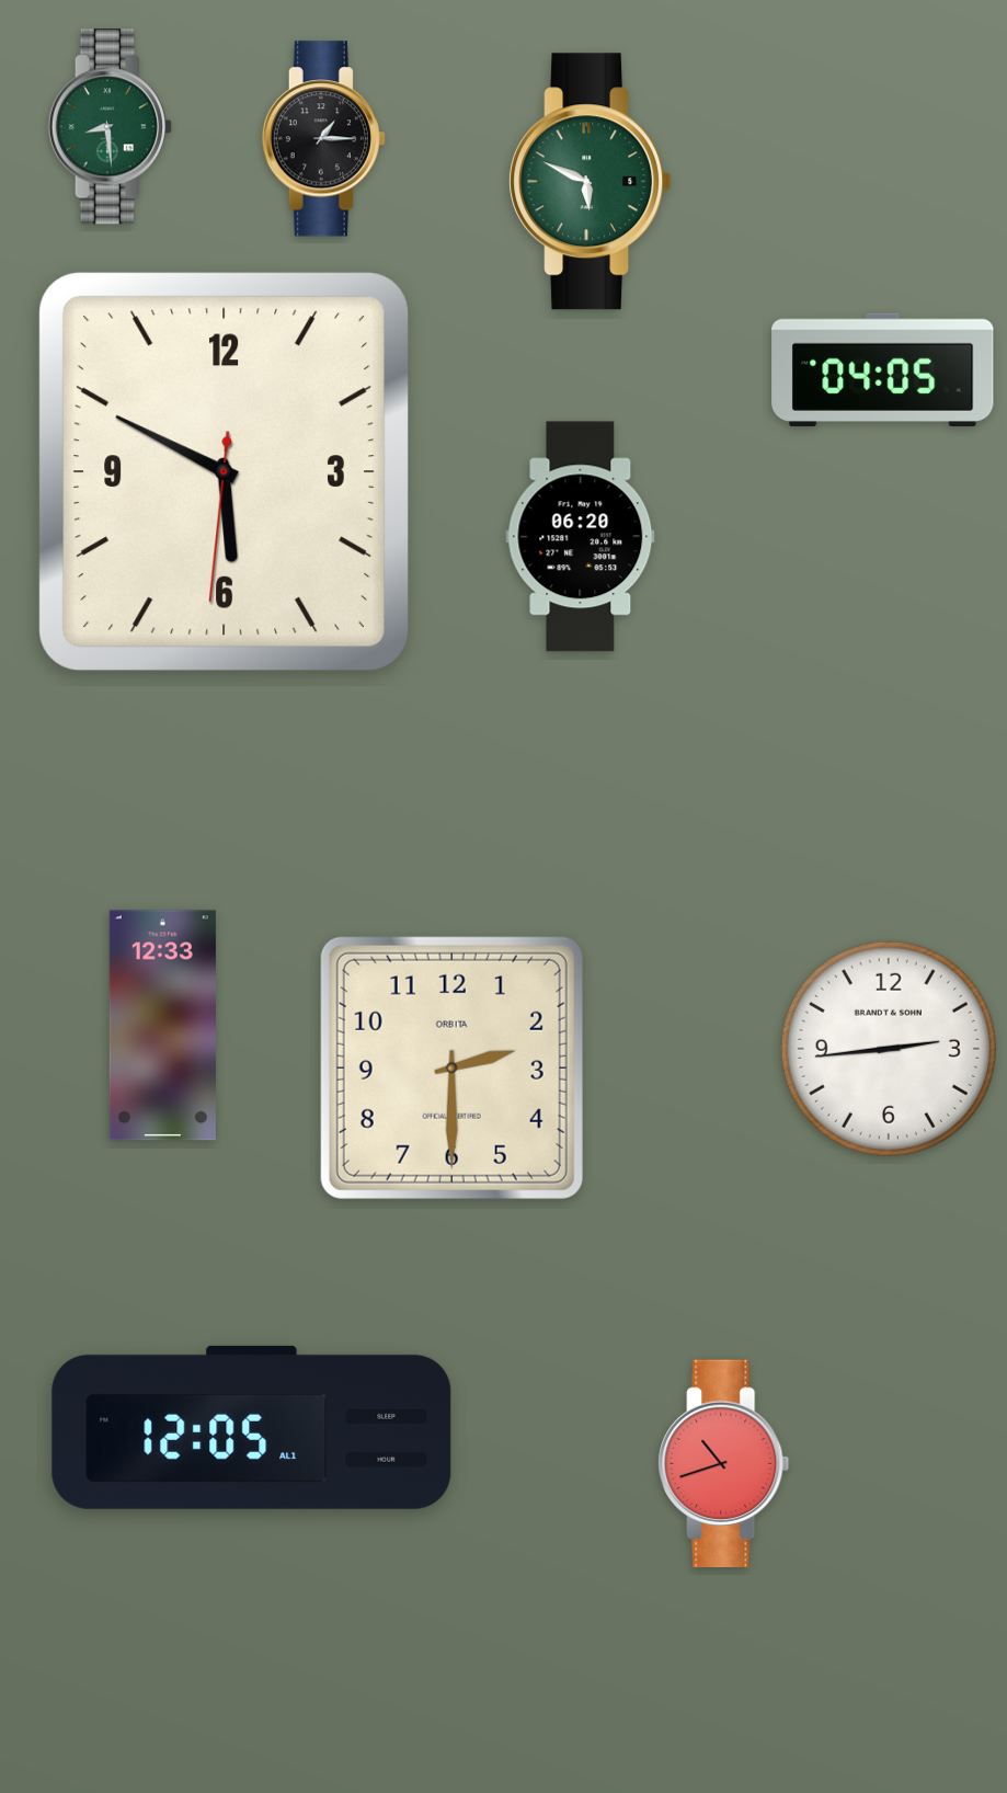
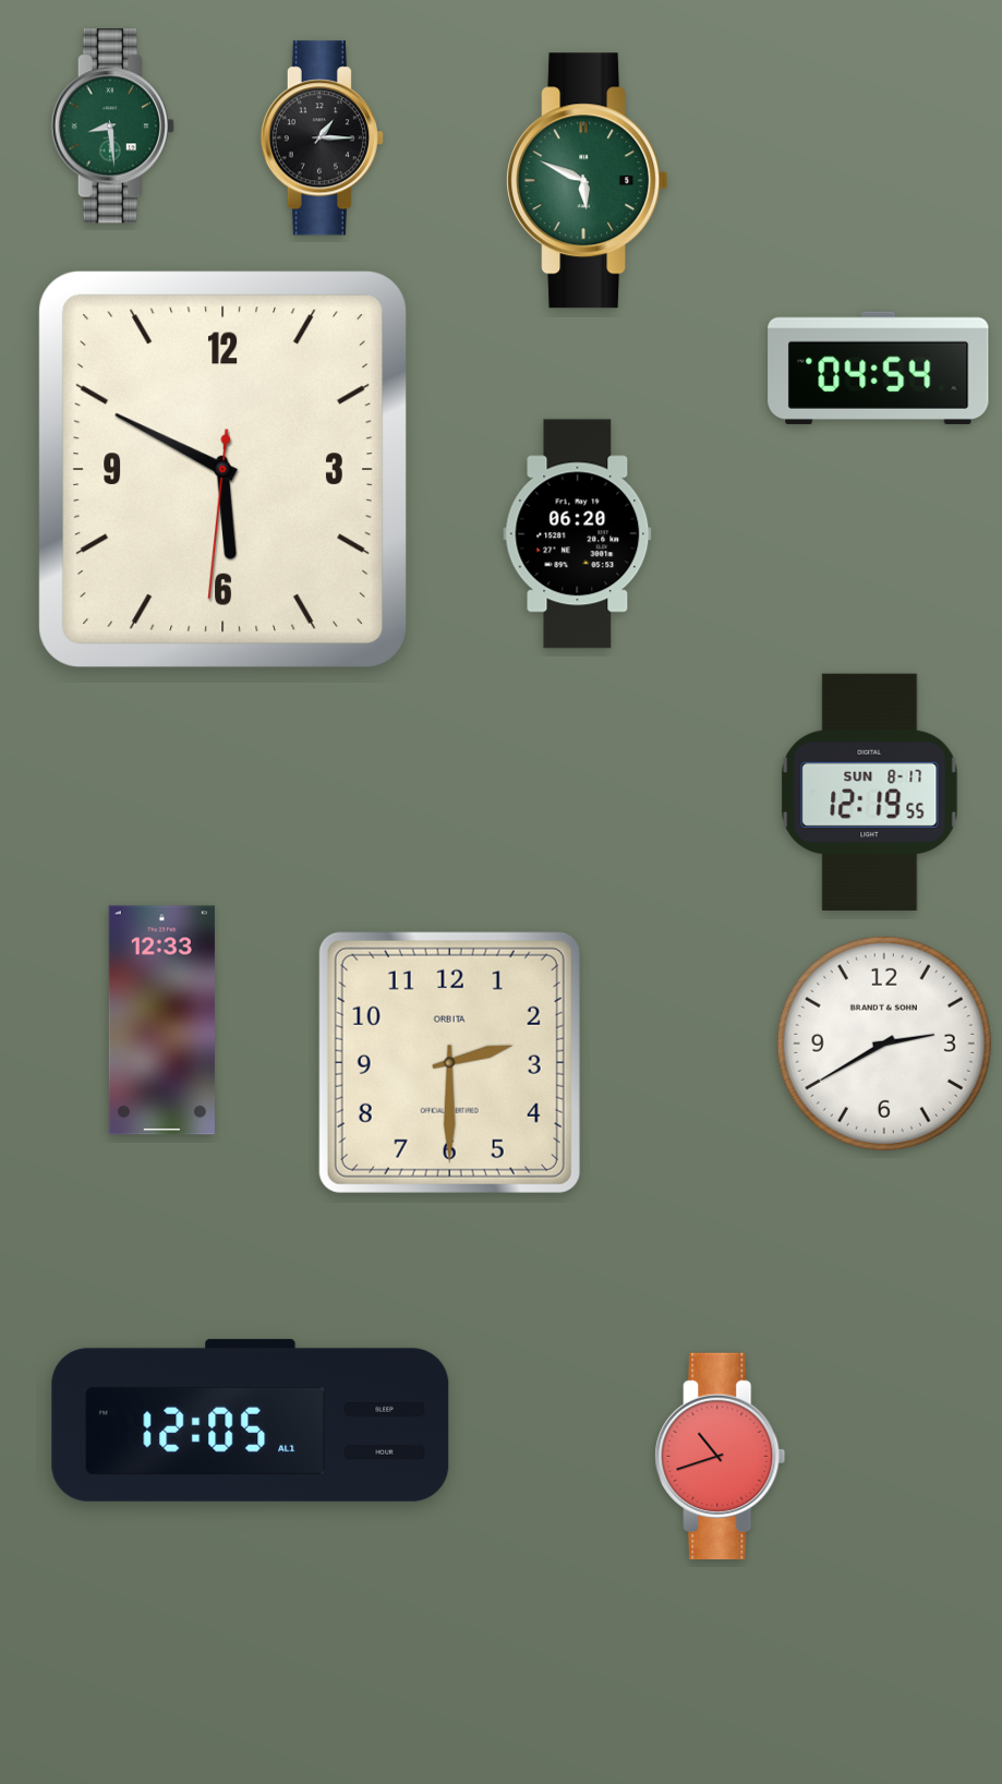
clock at (110, 127) position: (110, 127) -> (112, 126)
clock at (883, 369): 04:05 -> 04:54
clock at (870, 792): none -> 12:19
clock at (889, 1049): 2:44 -> 2:40
